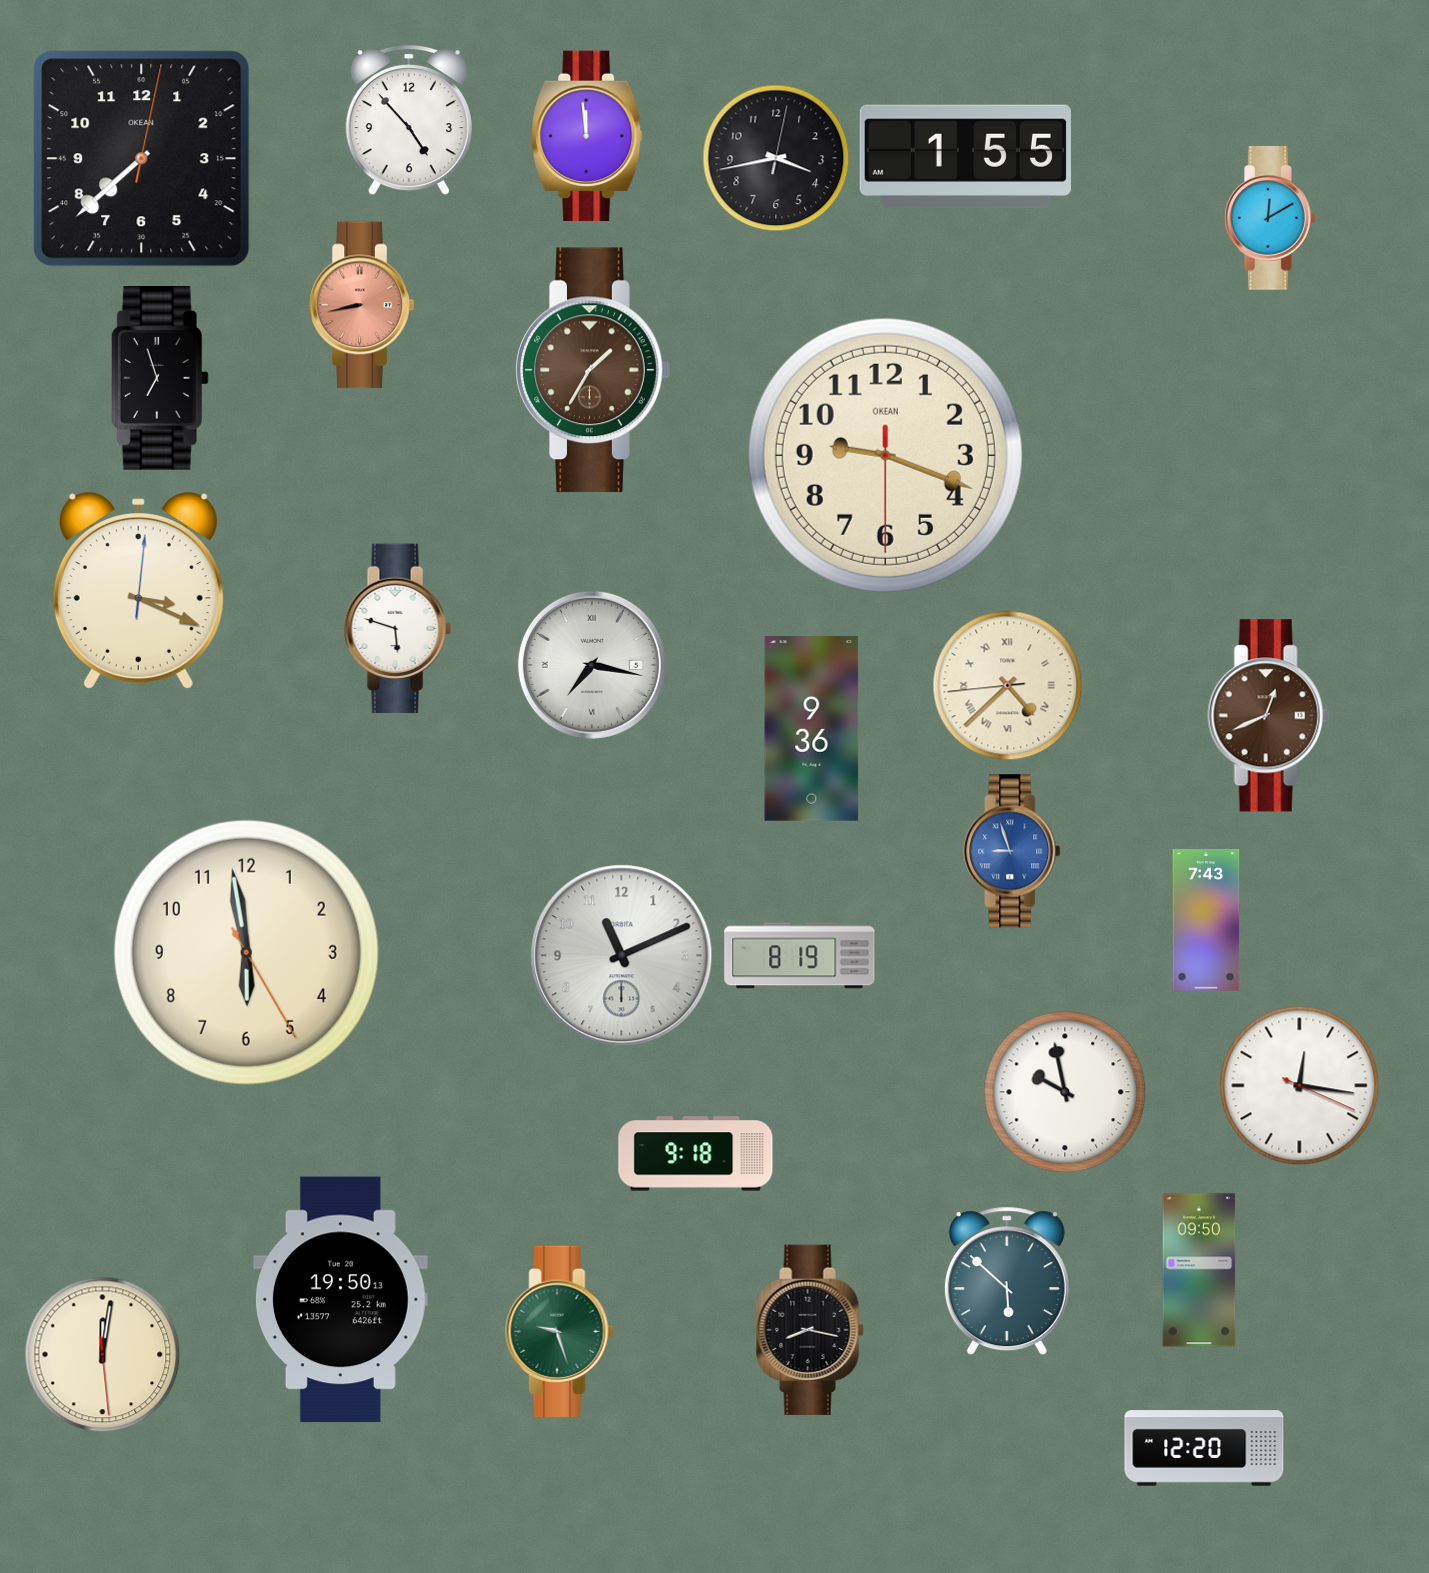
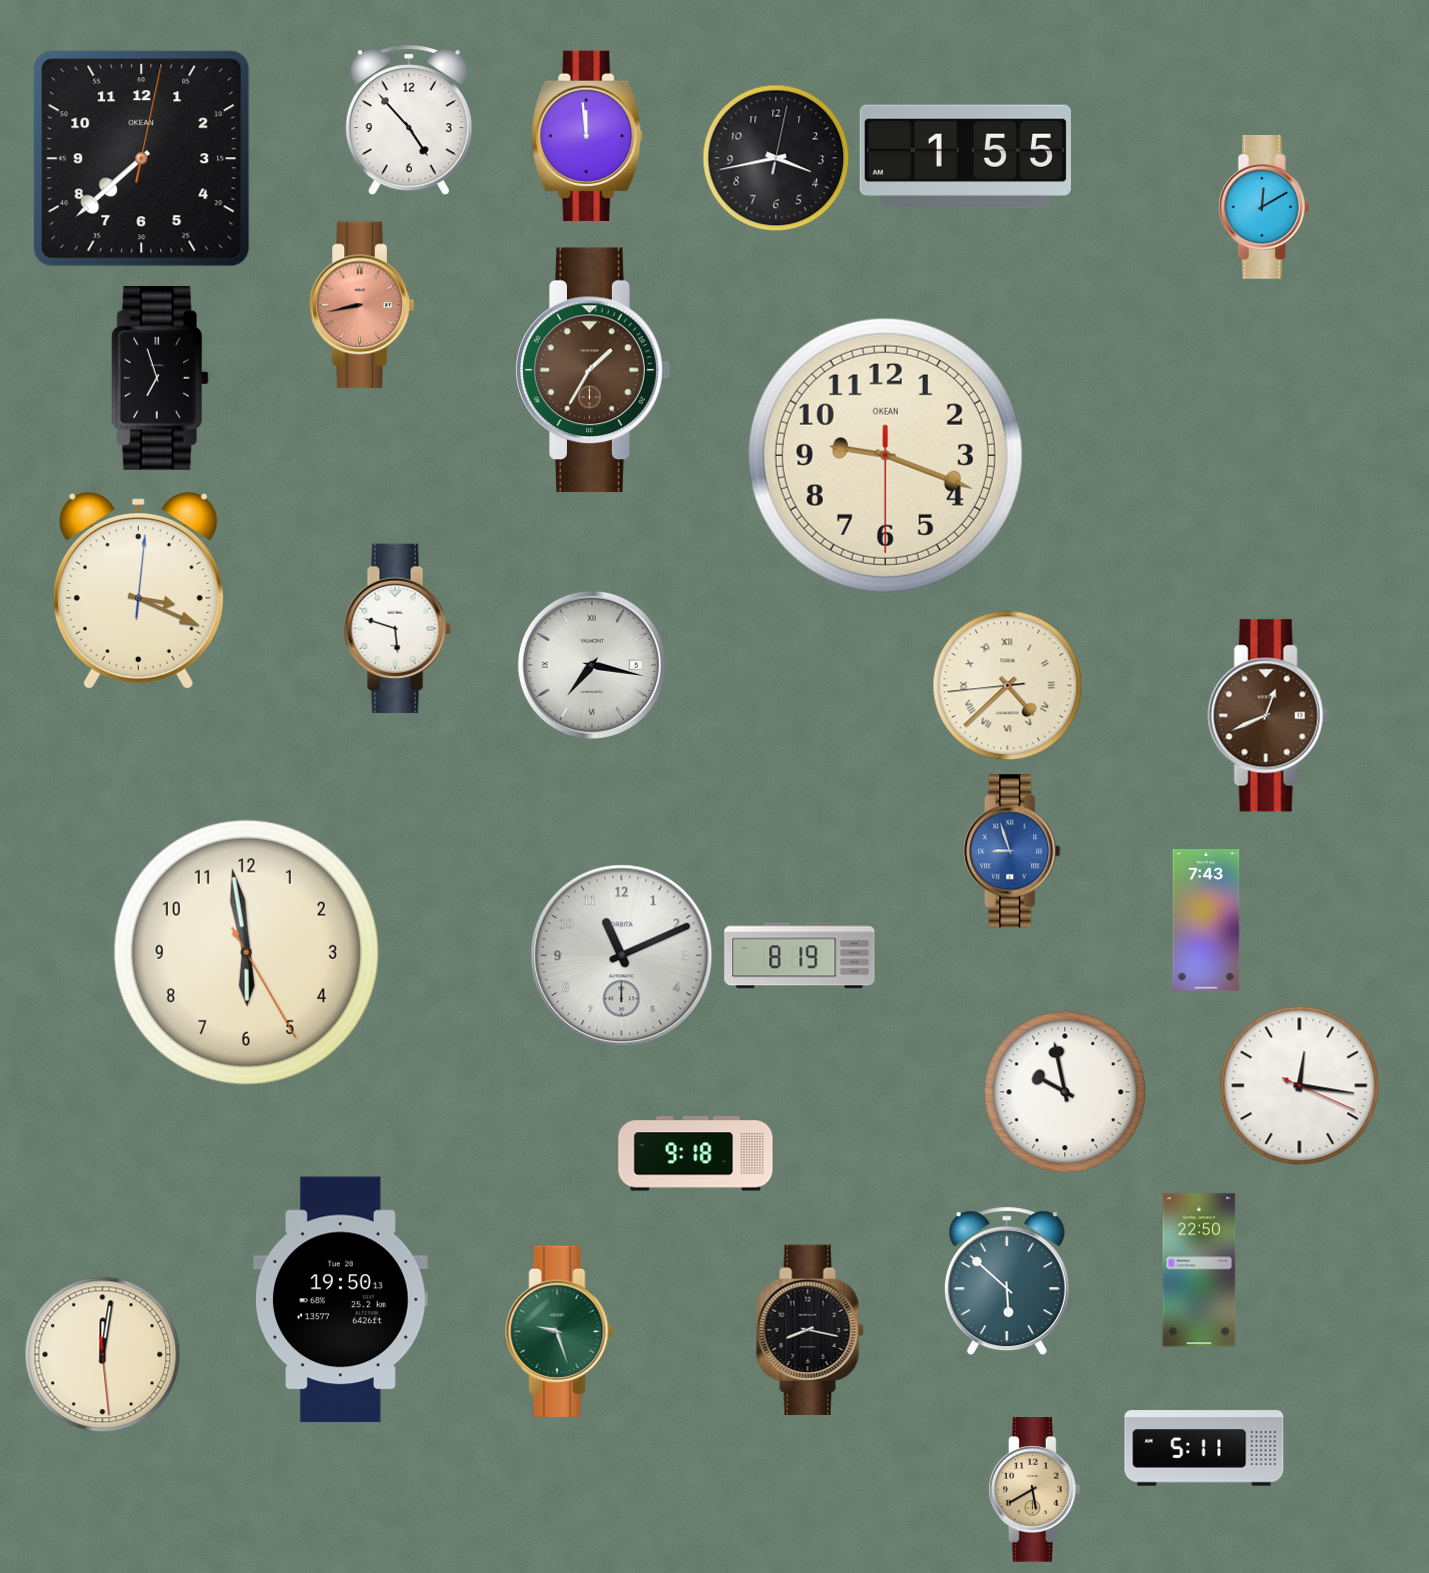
clock at (1271, 219) position: (1271, 219) -> (1265, 208)
clock at (812, 729): 9:36 -> none
clock at (1199, 1270): 09:50 -> 22:50
clock at (1204, 1448): 12:20 -> 5:11
clock at (1035, 1490): none -> 5:40
